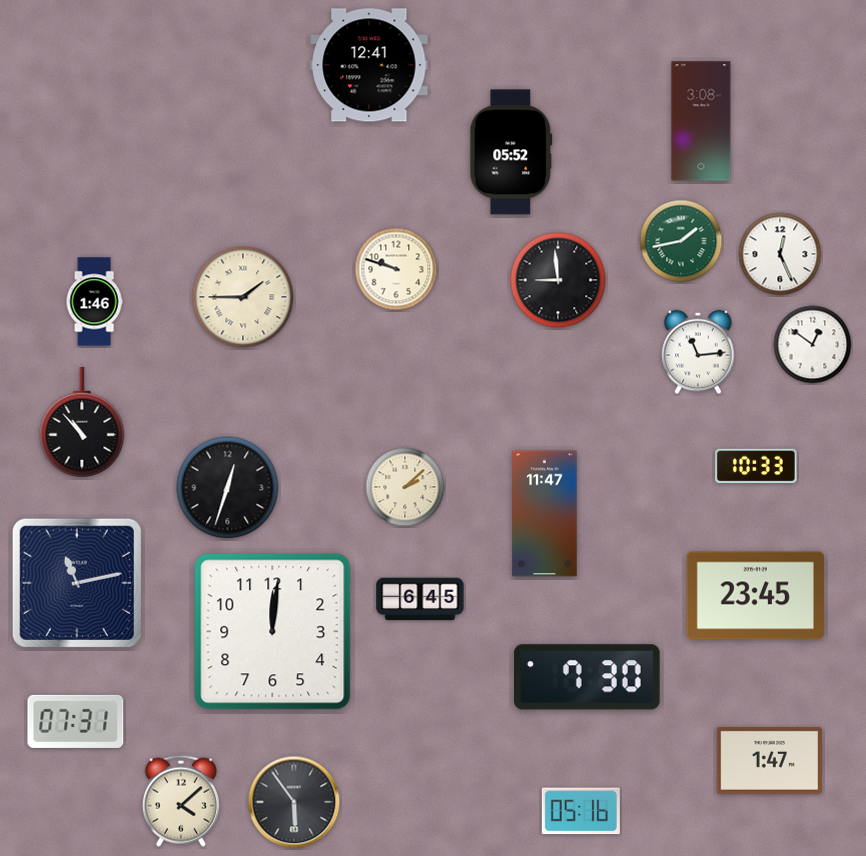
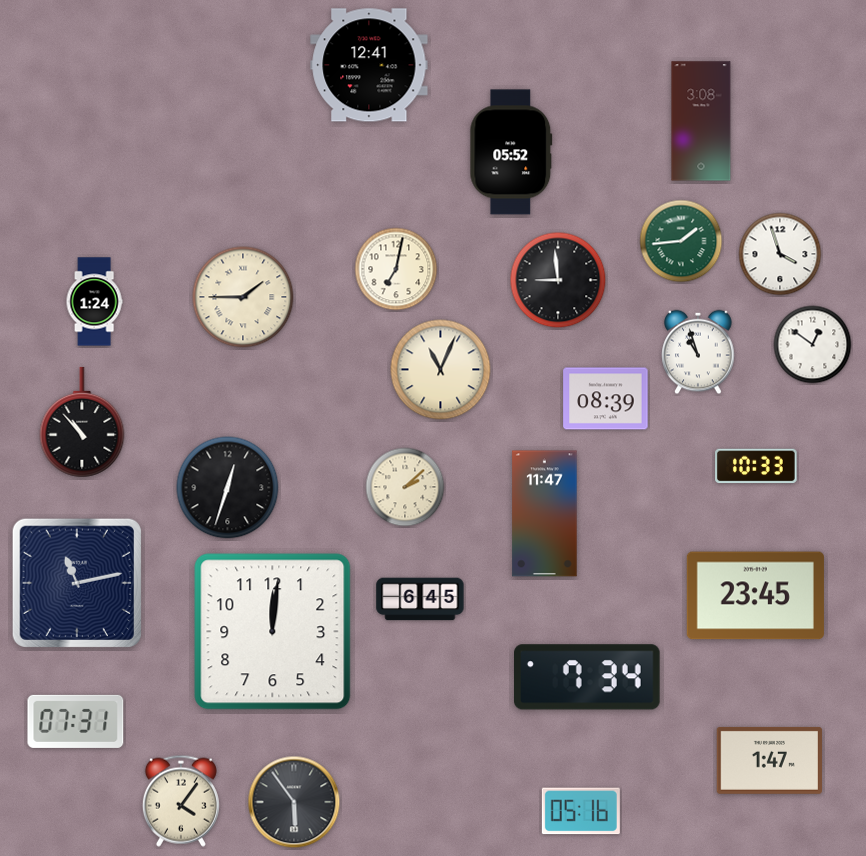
clock at (681, 241): 1:43 -> 1:44
clock at (780, 254): 12:26 -> 3:57
clock at (396, 269): 9:48 -> 7:02
clock at (94, 302): 1:46 -> 1:24
clock at (698, 352): 11:14 -> 10:57
clock at (441, 370): none -> 11:04
clock at (606, 399): none -> 08:39
clock at (588, 677): 7:30 -> 7:34
clock at (181, 801): 4:08 -> 4:06
